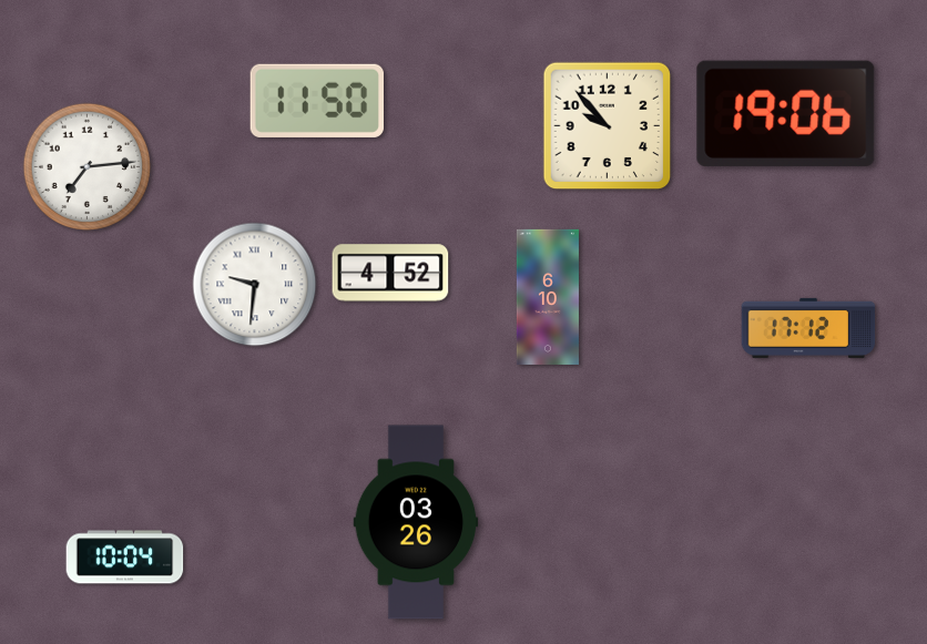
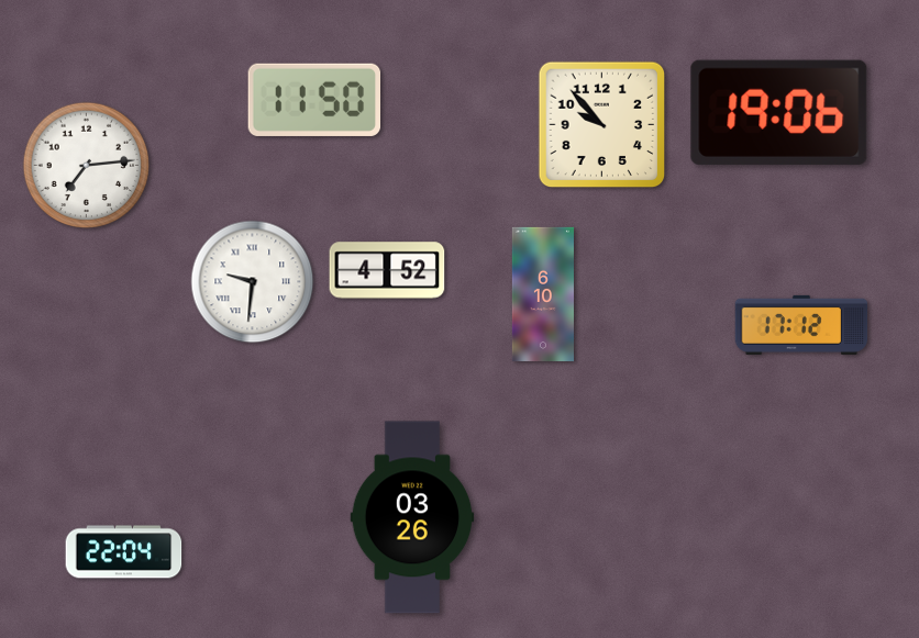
clock at (125, 558): 10:04 -> 22:04
